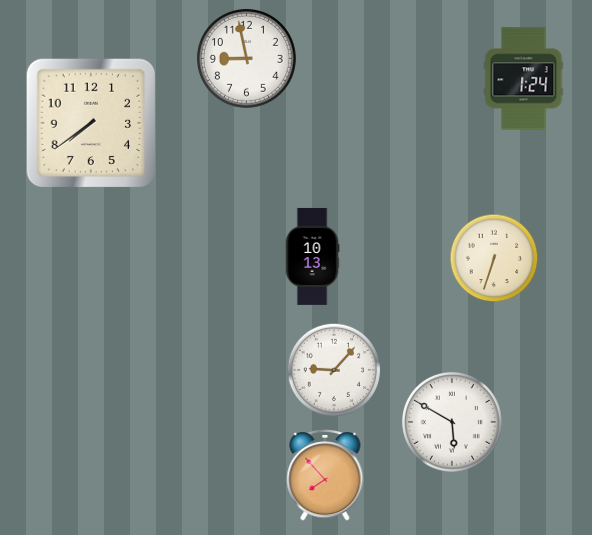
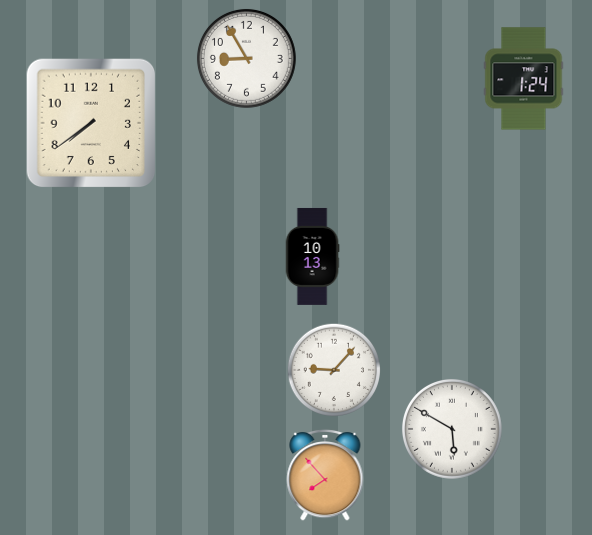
clock at (246, 58): 8:58 -> 8:55
clock at (494, 258): 6:33 -> none
clock at (452, 422) position: (452, 422) -> (452, 429)
